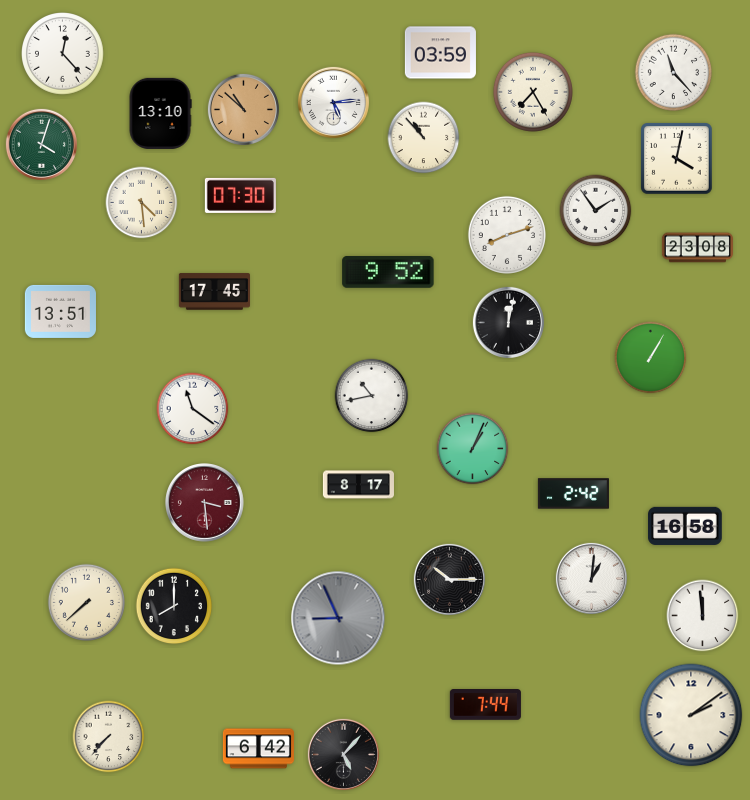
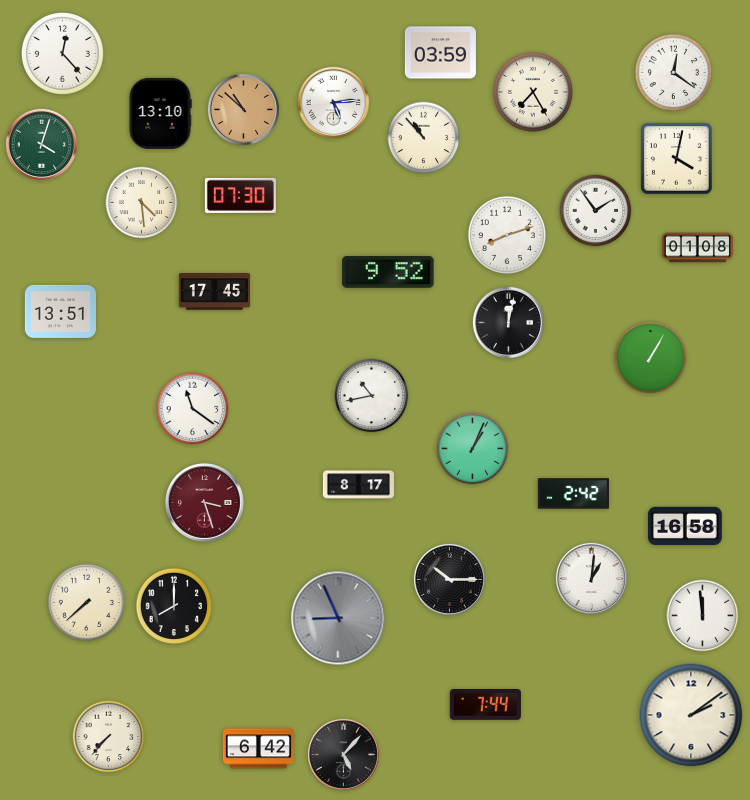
clock at (673, 72): 11:23 -> 12:21
clock at (697, 248): 23:08 -> 01:08
clock at (205, 503): 3:29 -> 3:27
